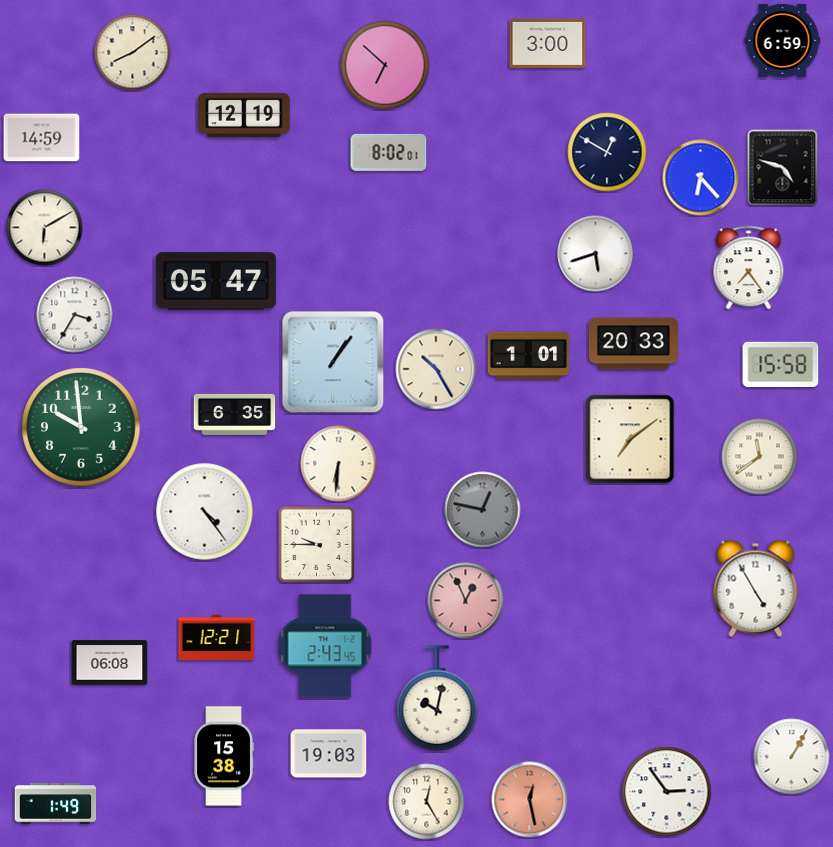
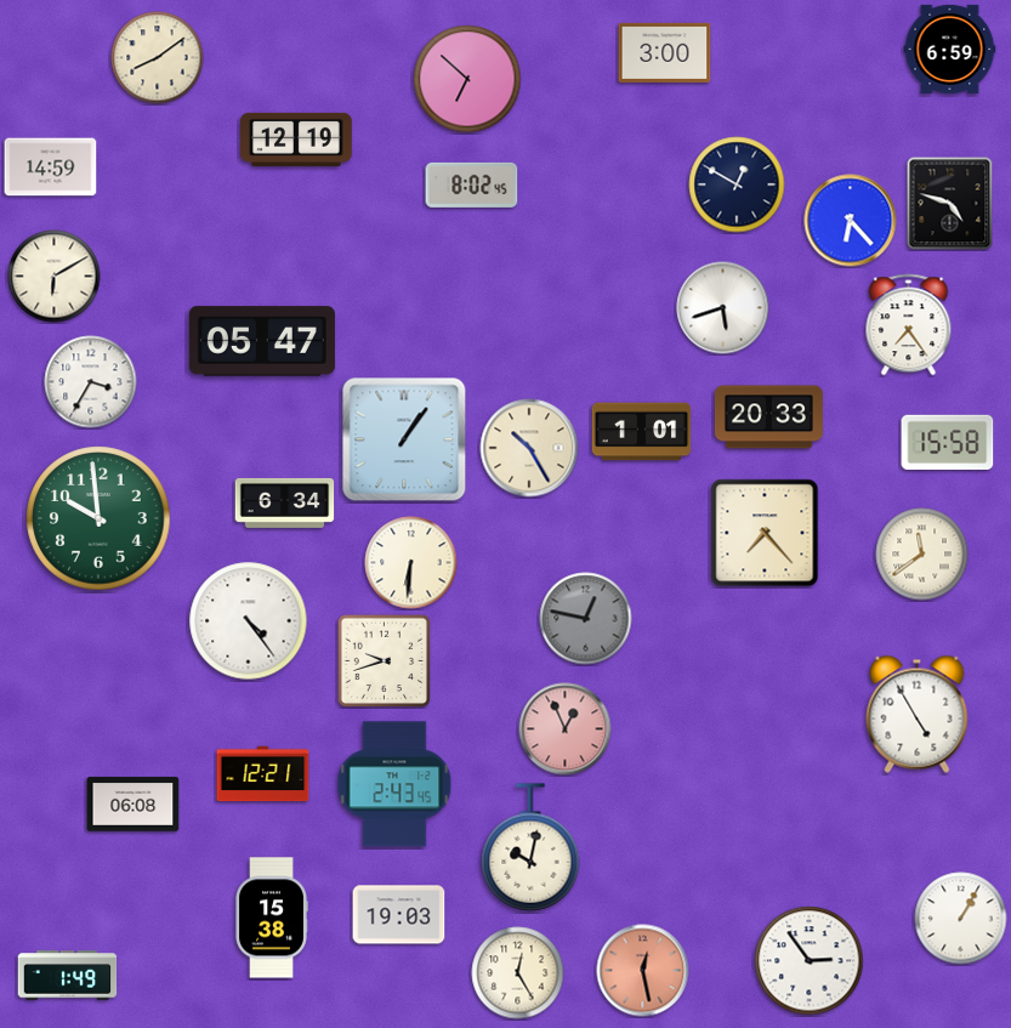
clock at (133, 53) position: (133, 53) -> (158, 58)
clock at (389, 152): 8:02:01 -> 8:02:45
clock at (701, 178) position: (701, 178) -> (851, 221)
clock at (235, 414): 6:35 -> 6:34
clock at (630, 439): 7:09 -> 7:23
clock at (316, 544): 9:45 -> 9:42
